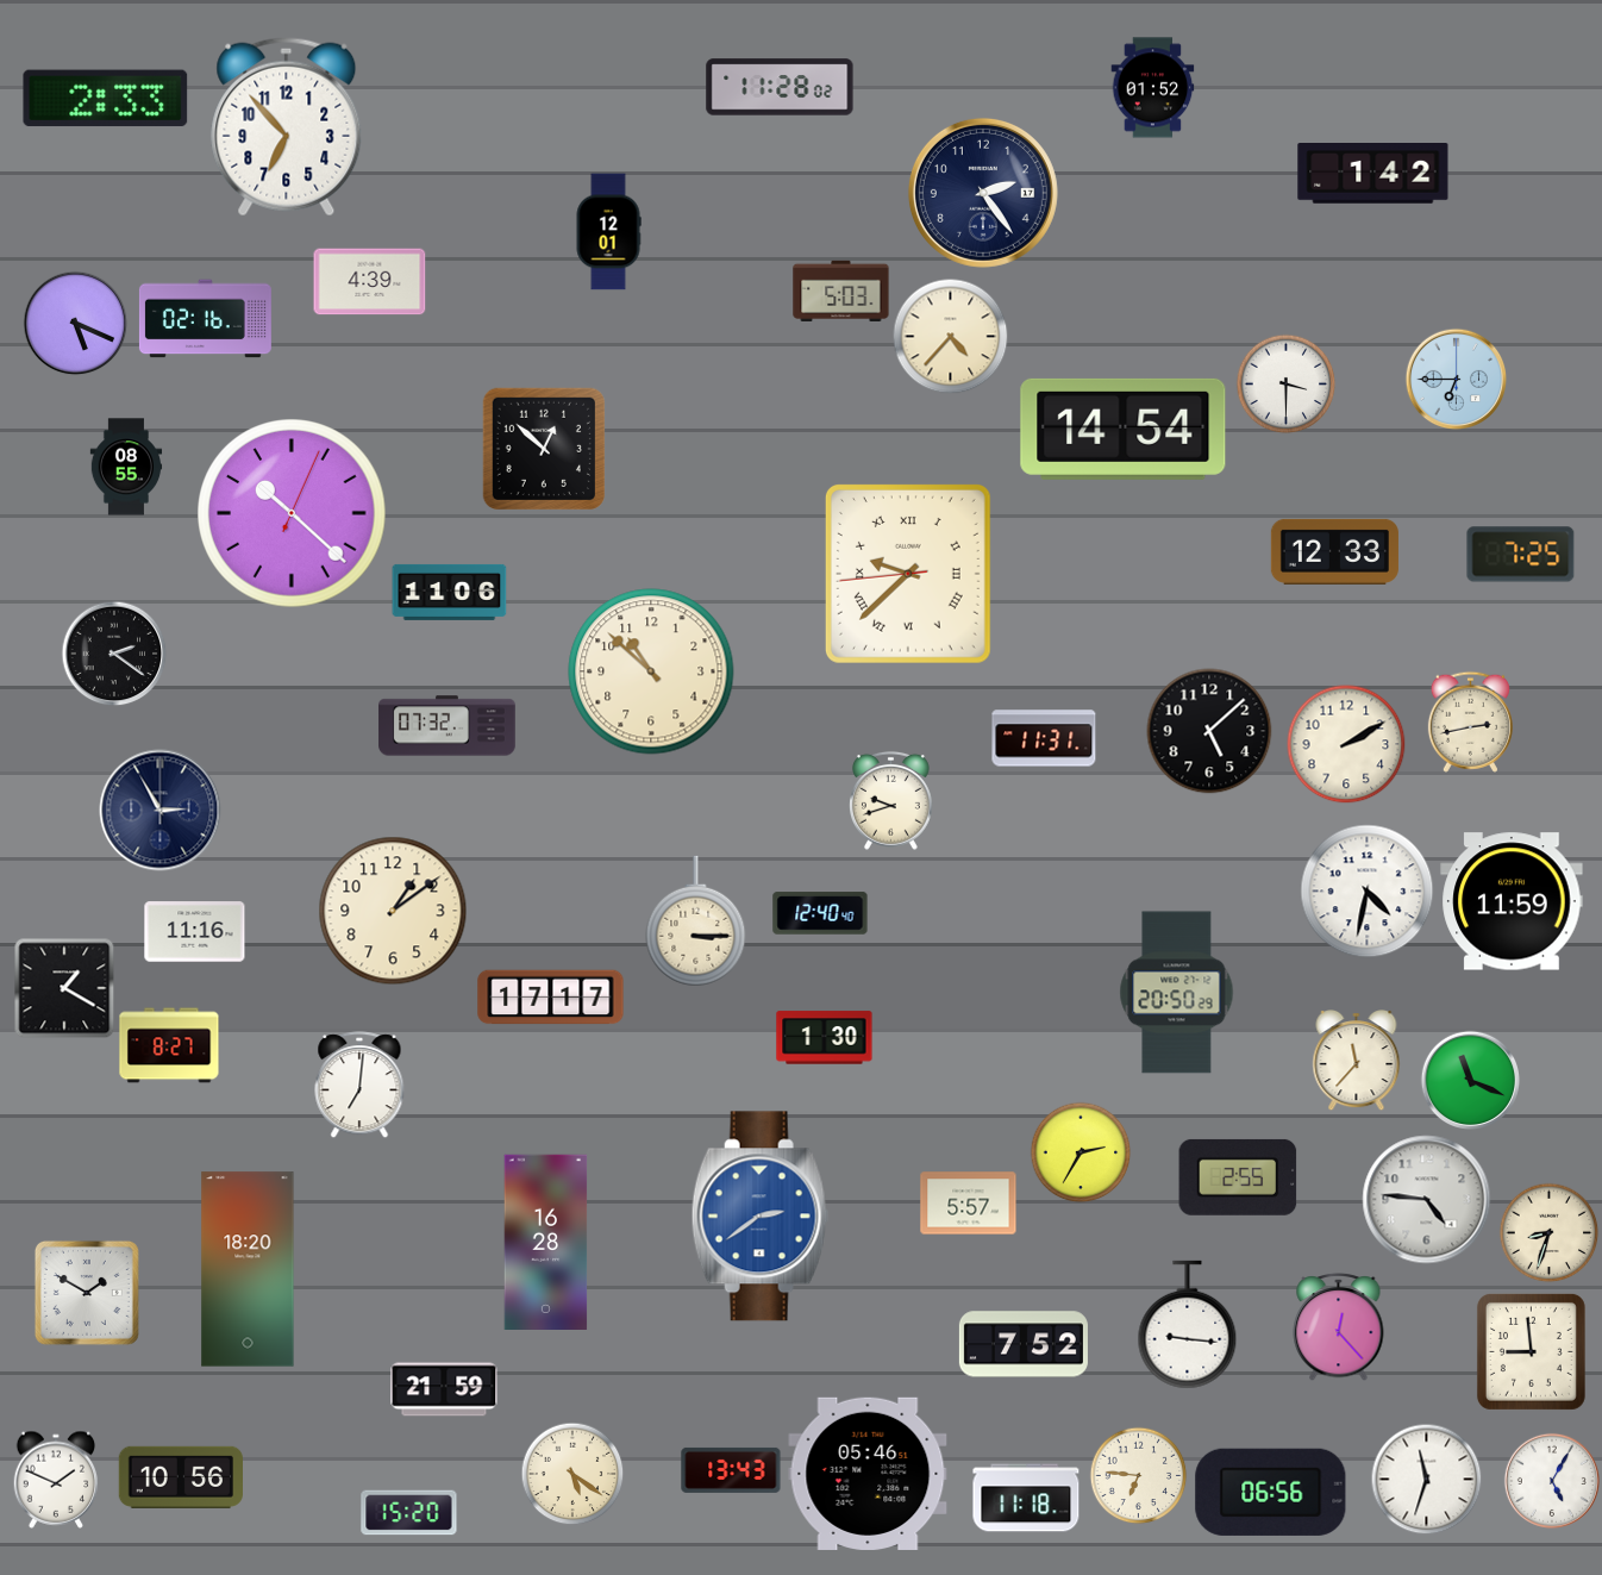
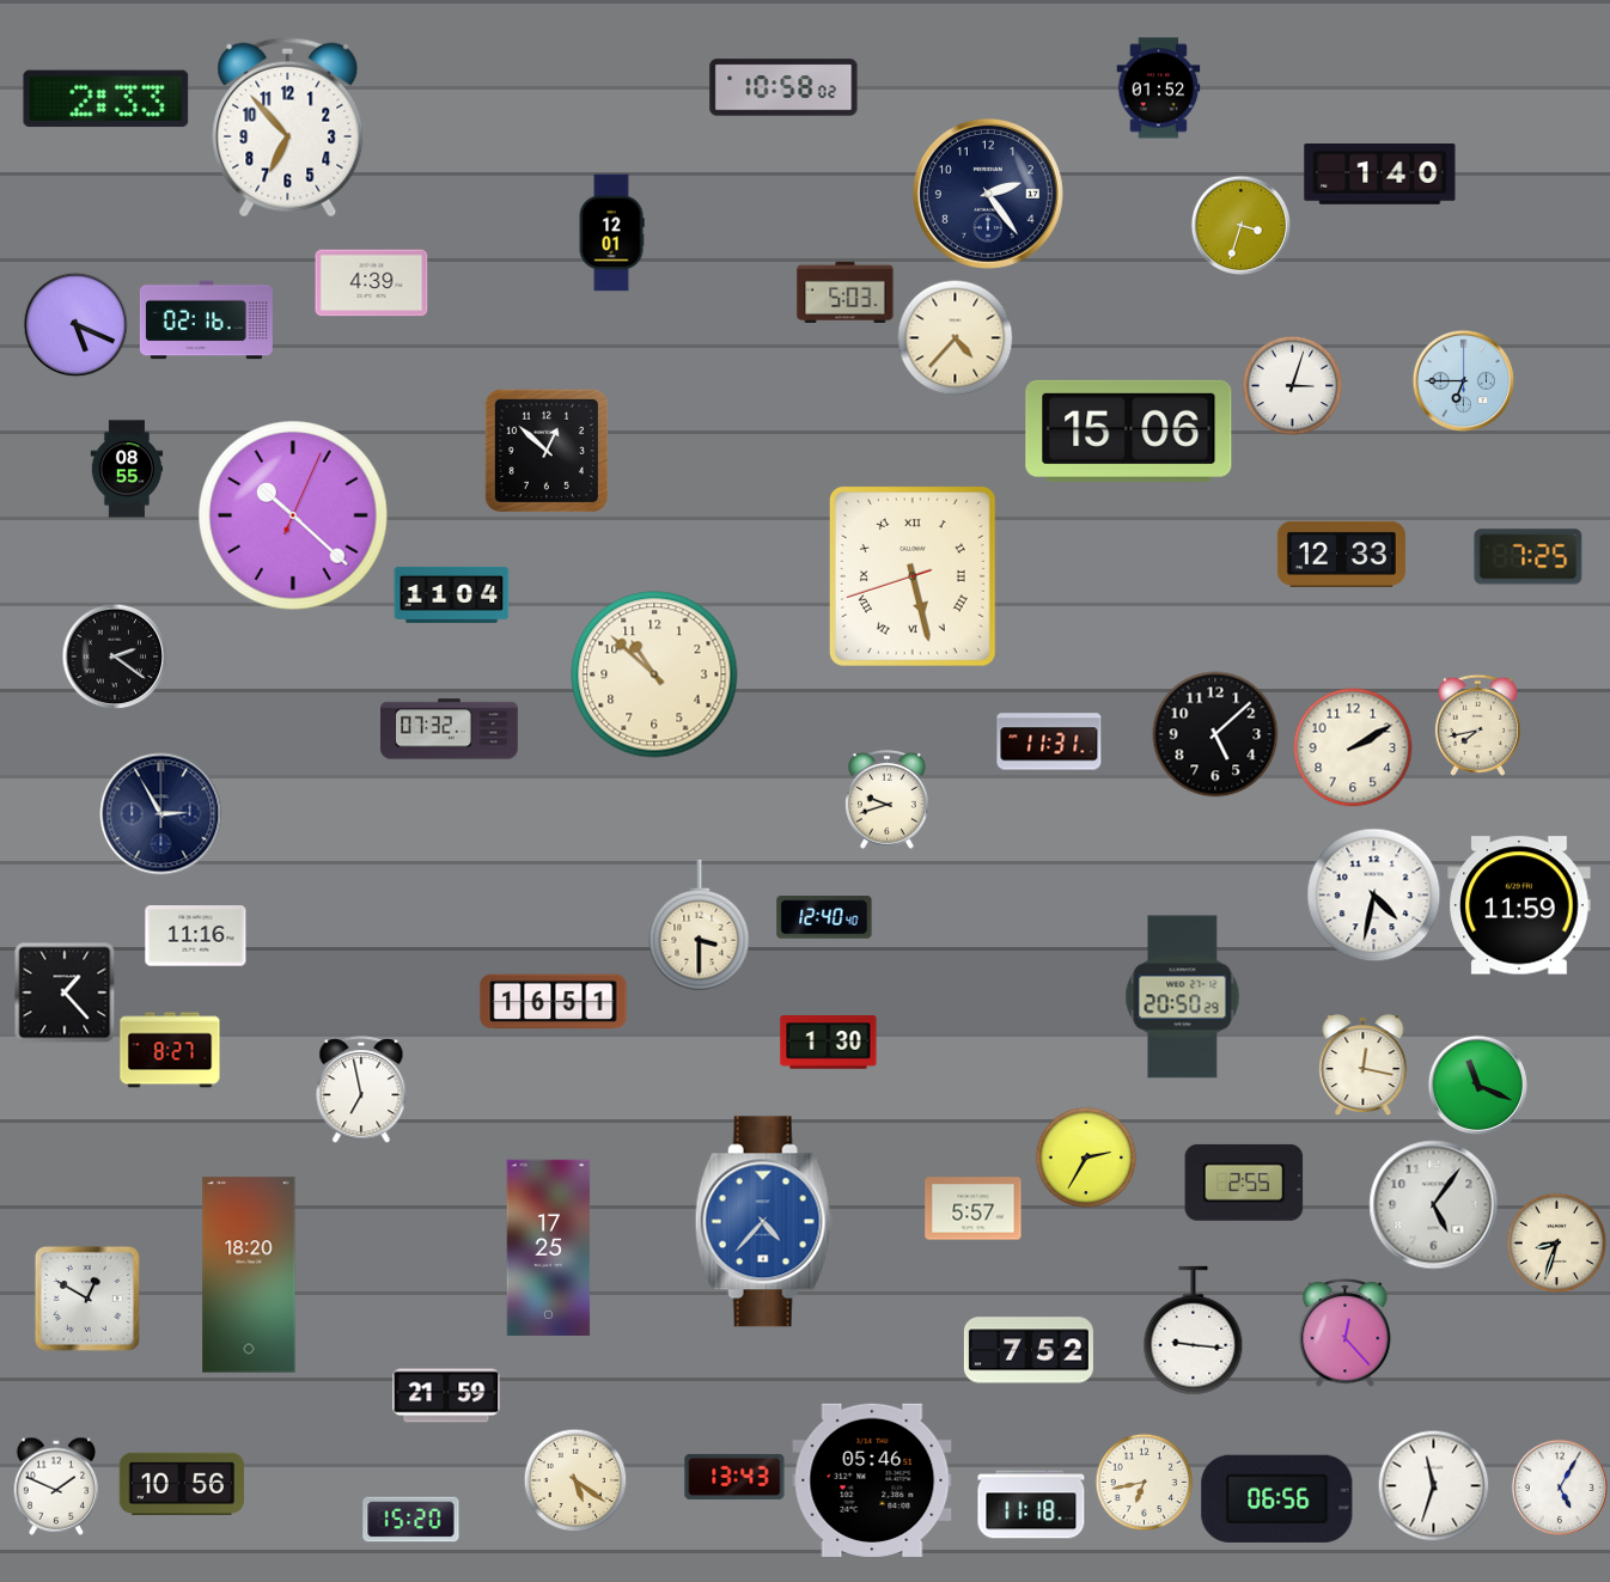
clock at (780, 87): 11:28 -> 10:58
clock at (1373, 174): 1:42 -> 1:40
clock at (1240, 225): none -> 3:33
clock at (1285, 383): 3:30 -> 3:03
clock at (1124, 429): 14:54 -> 15:06
clock at (908, 574): 9:37 -> 5:27
clock at (450, 592): 11:06 -> 11:04
clock at (1470, 721): 2:43 -> 7:43
clock at (891, 800) position: (891, 800) -> (888, 799)
clock at (393, 911): 1:09 -> none
clock at (696, 921): 3:15 -> 3:30
clock at (64, 988): 1:20 -> 1:23
clock at (551, 998): 17:17 -> 16:51
clock at (1357, 1061): 11:37 -> 12:17
clock at (359, 1085): 7:01 -> 6:58
clock at (1427, 1200): 4:46 -> 5:06
clock at (759, 1217): 2:39 -> 4:37
clock at (1548, 1232) position: (1548, 1232) -> (1556, 1242)
clock at (546, 1242): 16:28 -> 17:25
clock at (87, 1293): 1:50 -> 12:50
clock at (1531, 1351): 8:59 -> none
clock at (1138, 1475): 6:46 -> 6:43
